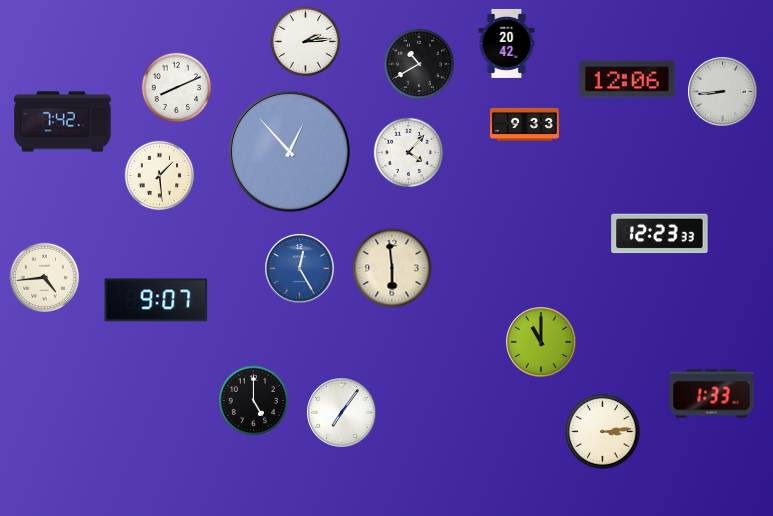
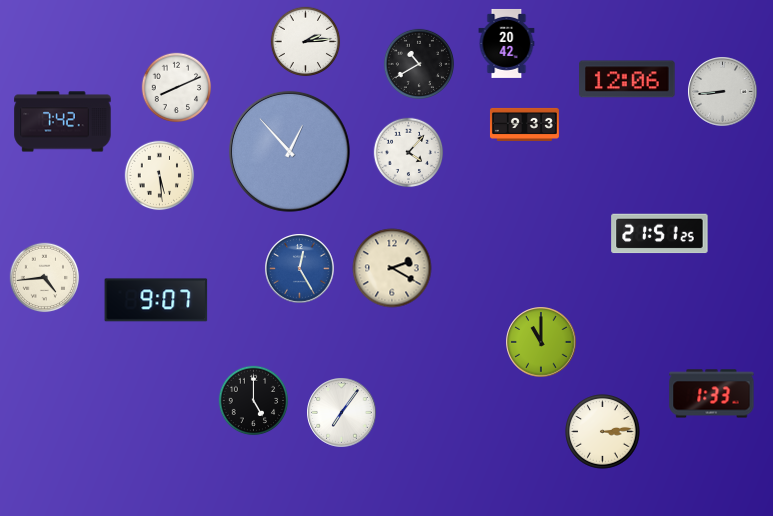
clock at (160, 176): 1:29 -> 5:29
clock at (660, 234): 12:23 -> 21:51
clock at (392, 268): 5:59 -> 2:20
